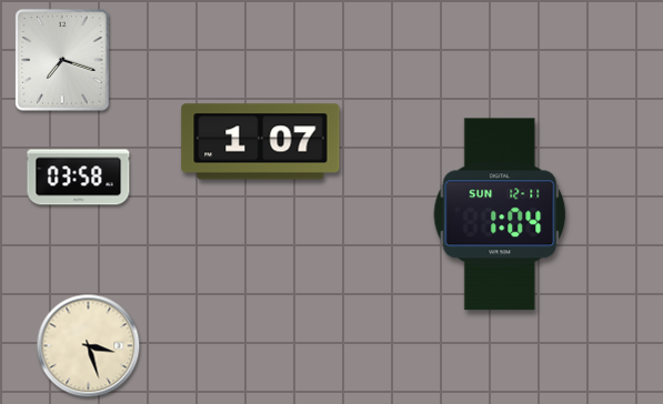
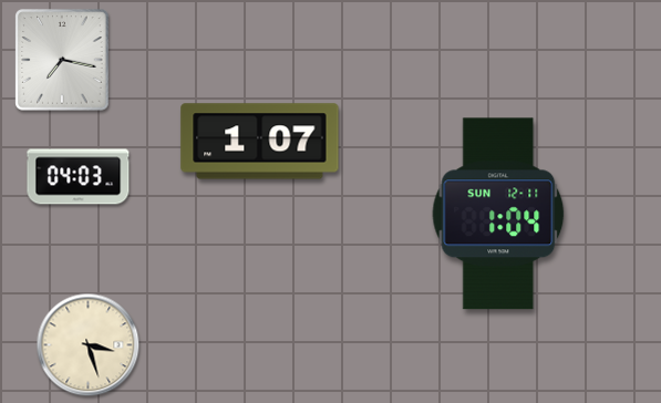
clock at (62, 60): 7:18 -> 7:17
clock at (79, 178): 03:58 -> 04:03
